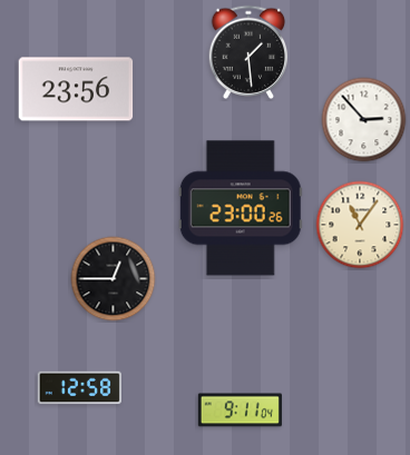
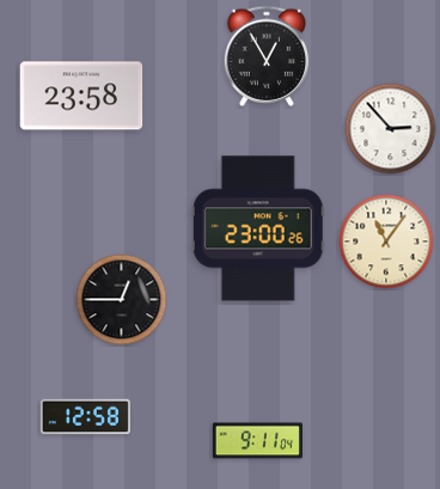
clock at (248, 51): 1:29 -> 12:55
clock at (76, 89): 23:56 -> 23:58
clock at (241, 208) position: (241, 208) -> (258, 228)
